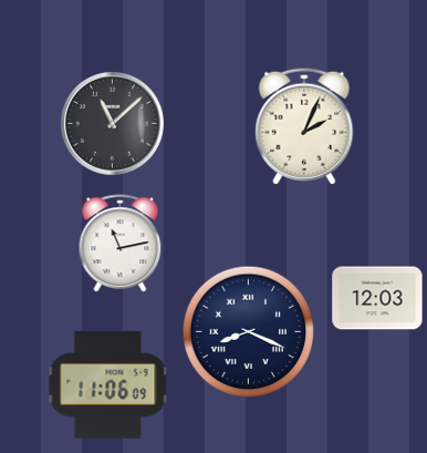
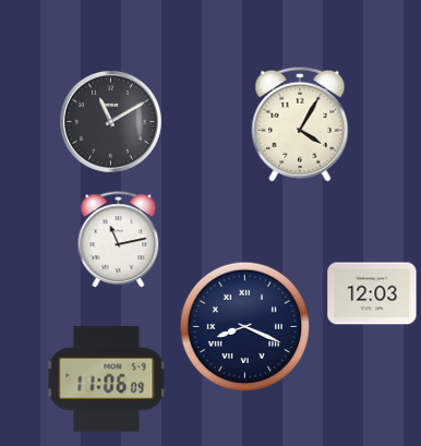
clock at (112, 123): 11:08 -> 11:10
clock at (304, 126): 2:04 -> 4:05
